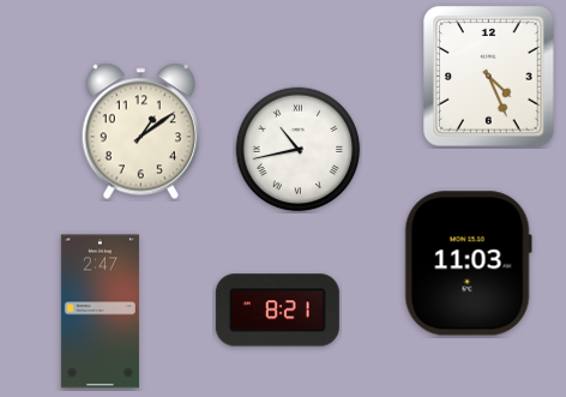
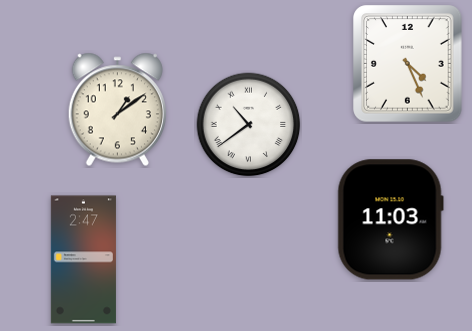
clock at (299, 150): 10:43 -> 10:39
clock at (277, 311): 8:21 -> none
